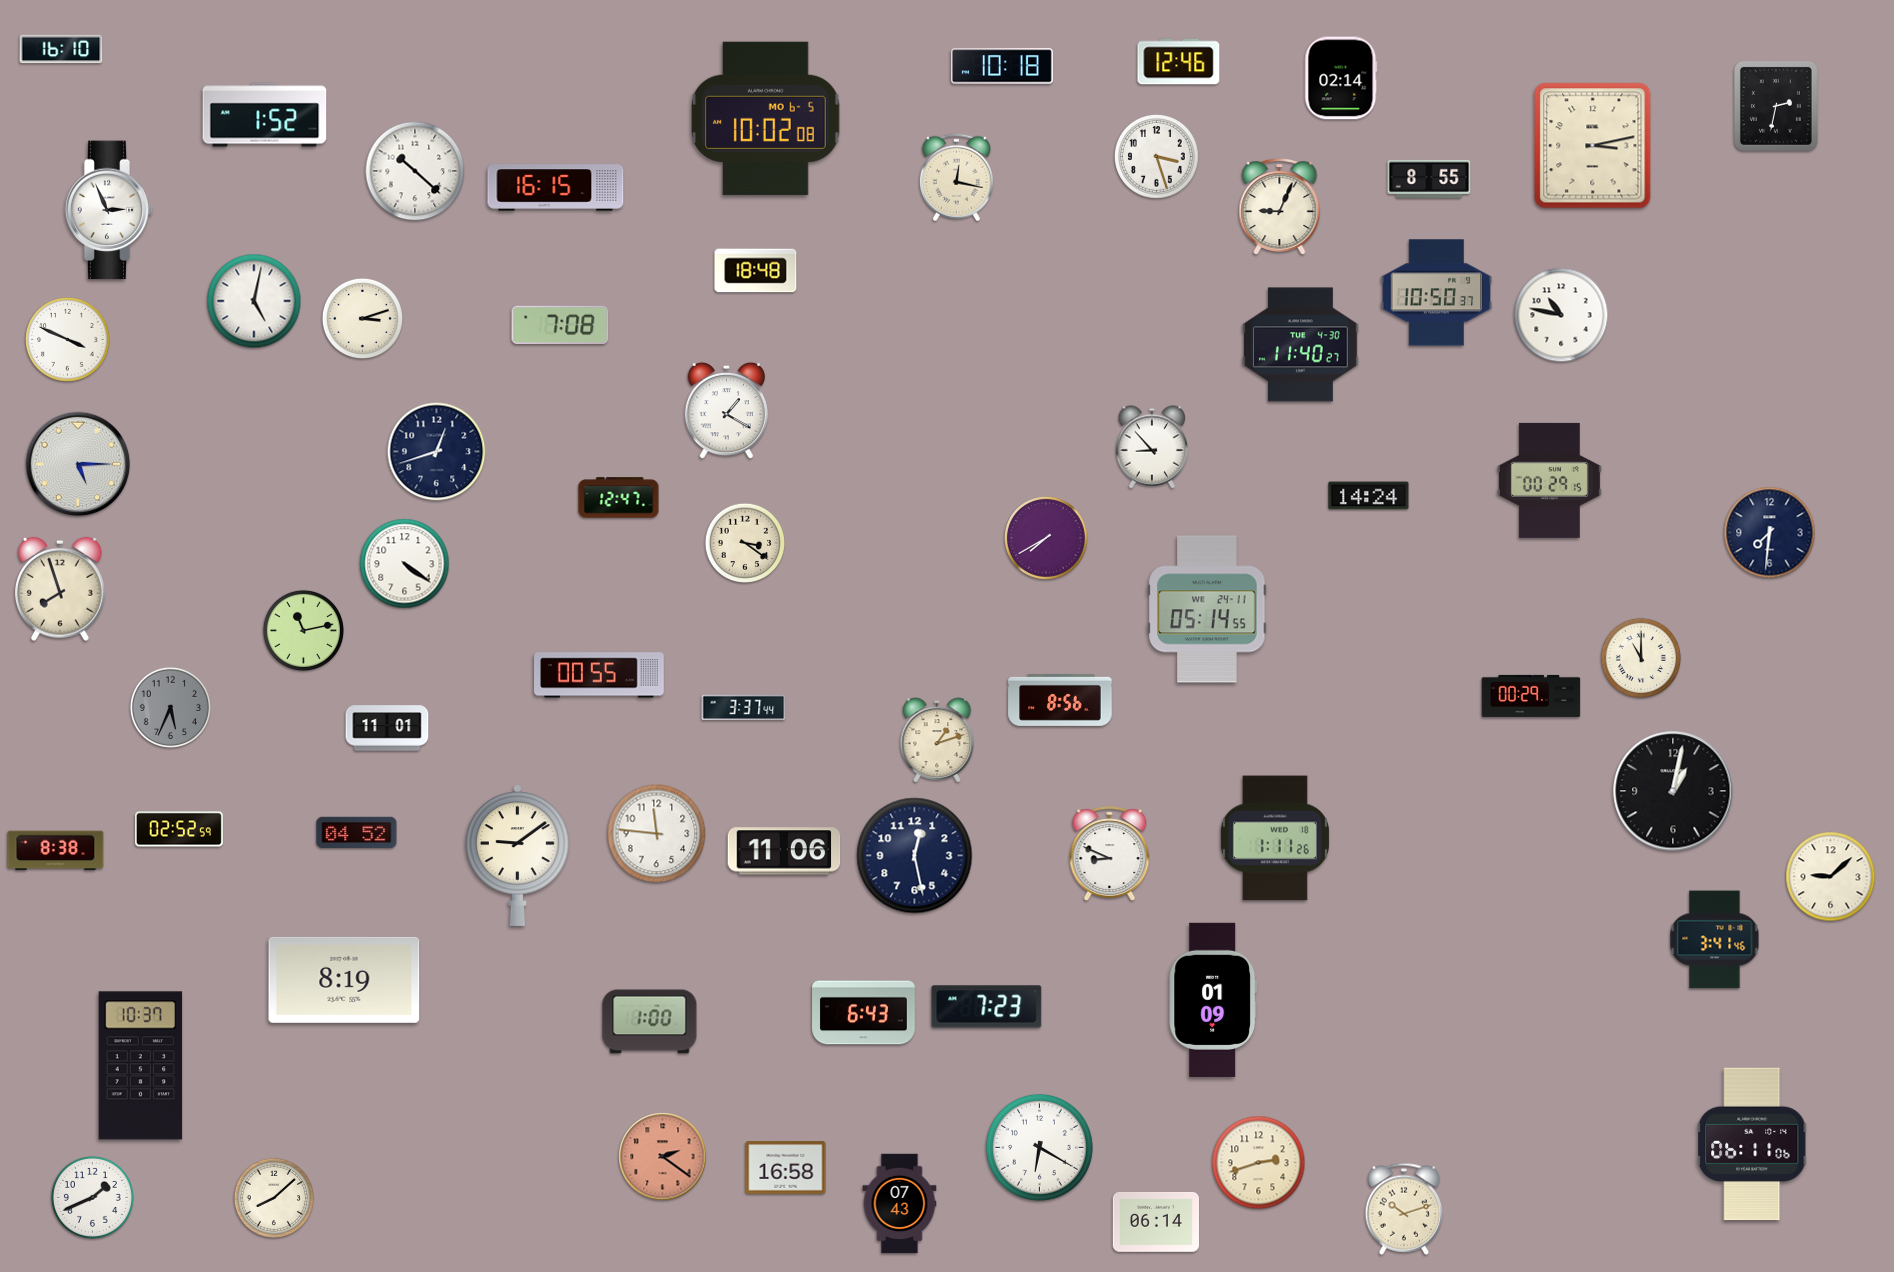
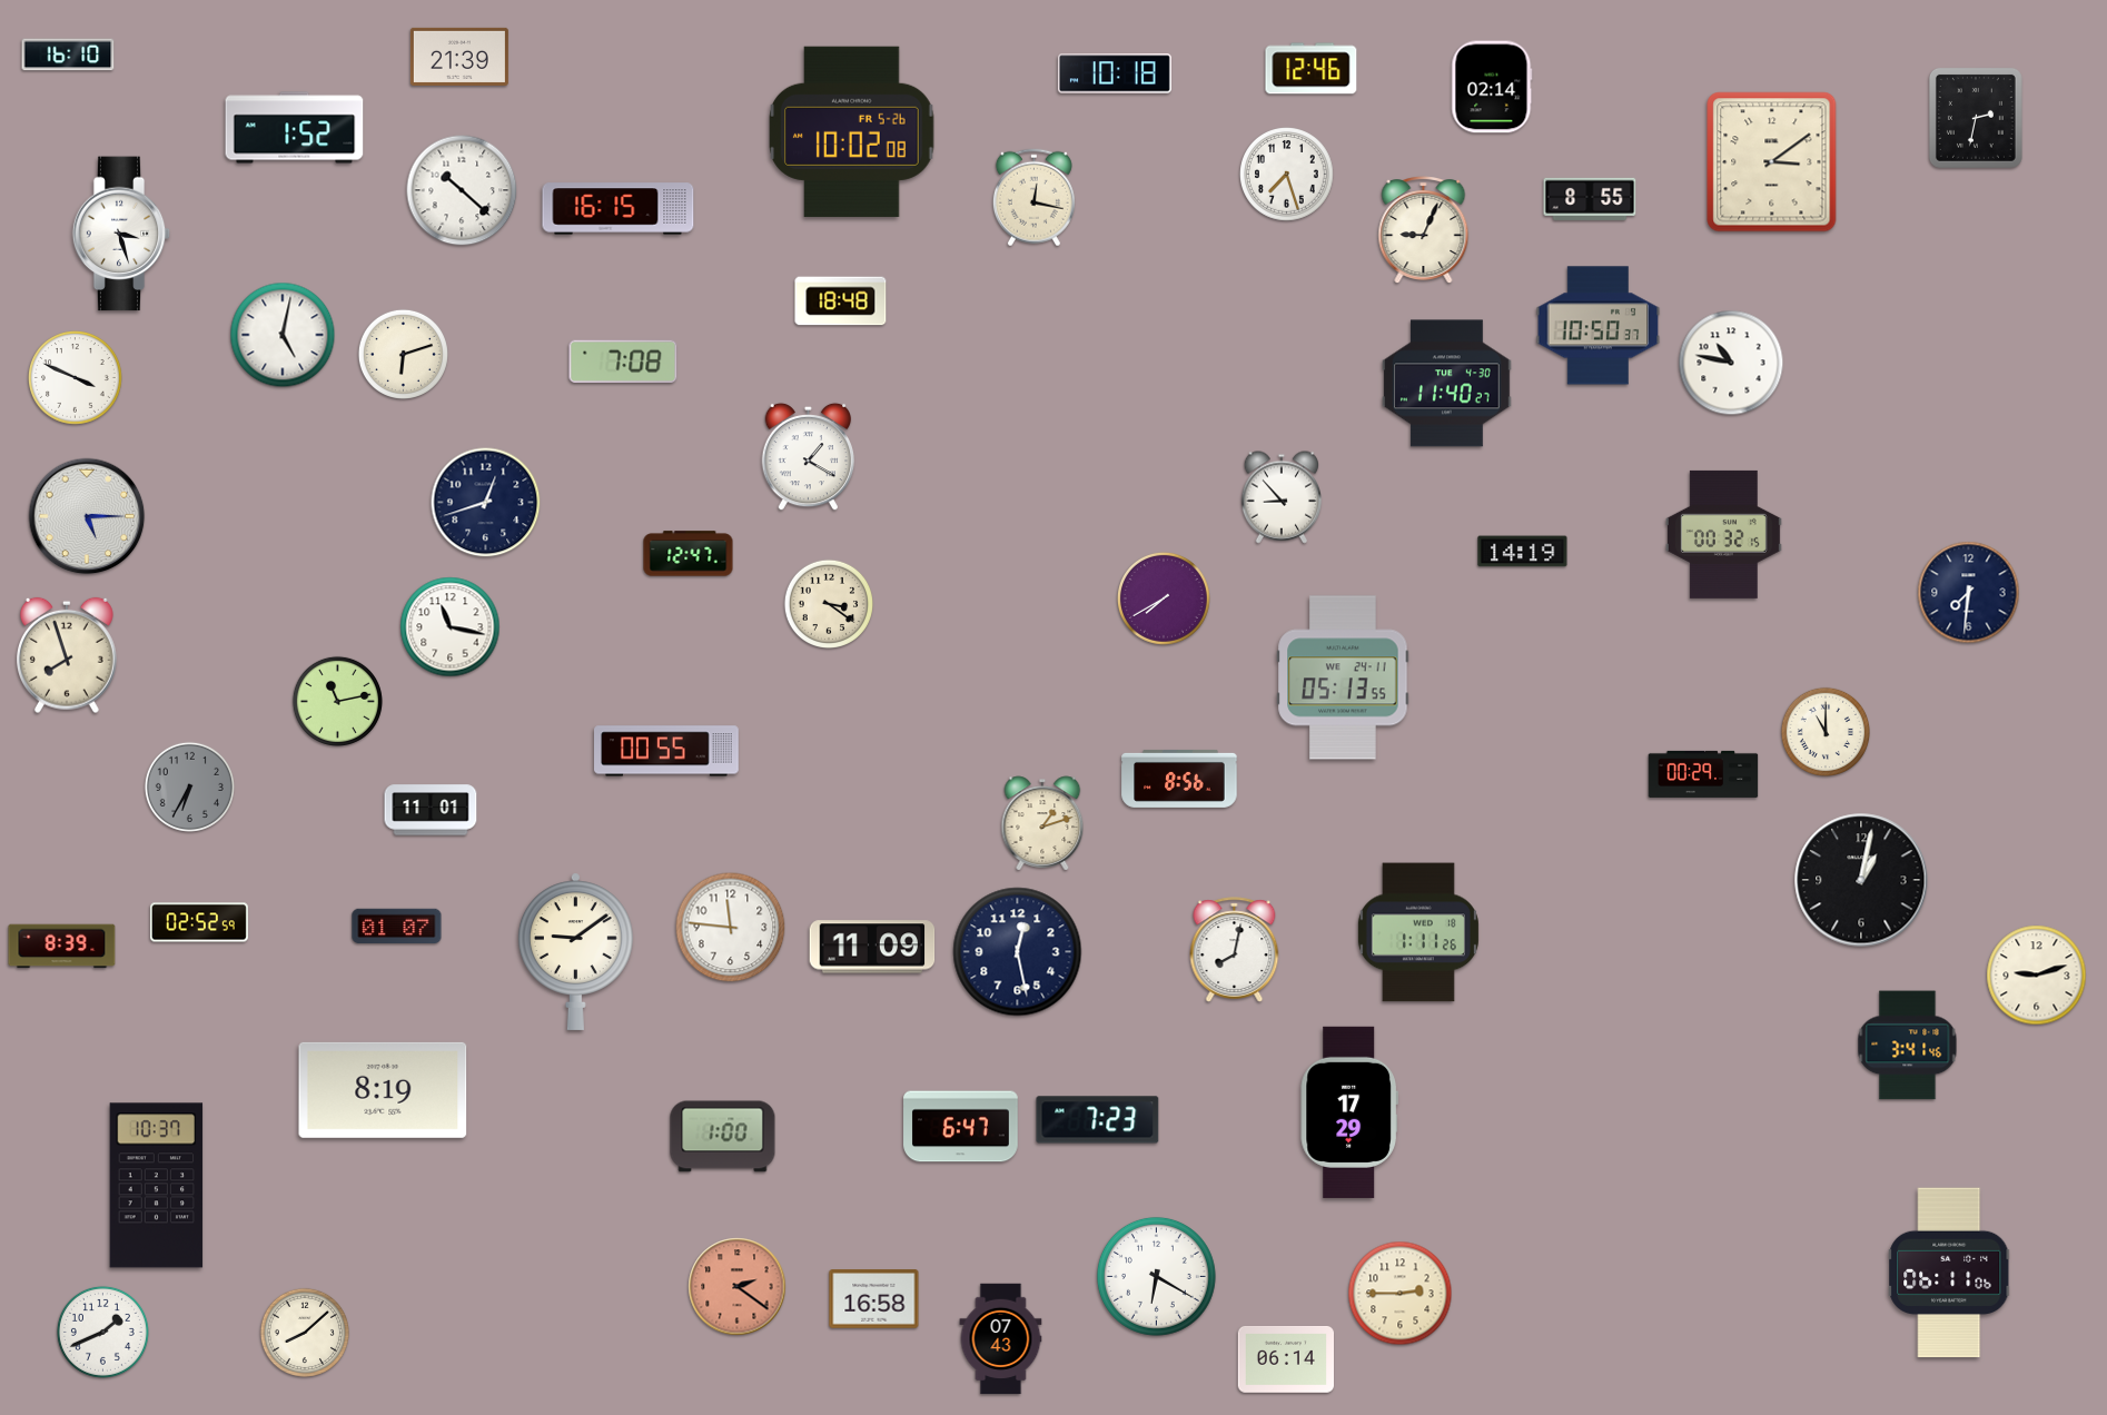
clock at (459, 57): none -> 21:39
clock at (766, 118) date: MO 6-5 -> FR 5-26
clock at (1593, 146): 3:13 -> 3:09
clock at (1157, 157): 3:27 -> 7:27
clock at (956, 178) position: (956, 178) -> (1033, 198)
clock at (109, 210): 2:56 -> 3:27
clock at (1561, 315) position: (1561, 315) -> (1731, 363)
clock at (362, 318): 3:12 -> 6:12
clock at (1549, 480): 00:29 -> 00:32
clock at (1369, 496): 14:24 -> 14:19
clock at (405, 564): 4:21 -> 11:17
clock at (1207, 609): 05:14 -> 05:13
clock at (170, 707): 5:34 -> 6:35
clock at (744, 708): 3:37 -> none
clock at (357, 833): 04:52 -> 01:07
clock at (56, 851): 8:38 -> 8:39
clock at (784, 851): 11:06 -> 11:09
clock at (1110, 854): 8:49 -> 8:02
clock at (1831, 877): 9:08 -> 9:12
clock at (1213, 1000): 01:09 -> 17:29
clock at (864, 1013): 6:43 -> 6:47
clock at (1259, 1163): 2:42 -> 2:45
clock at (1404, 1209): 10:12 -> none
